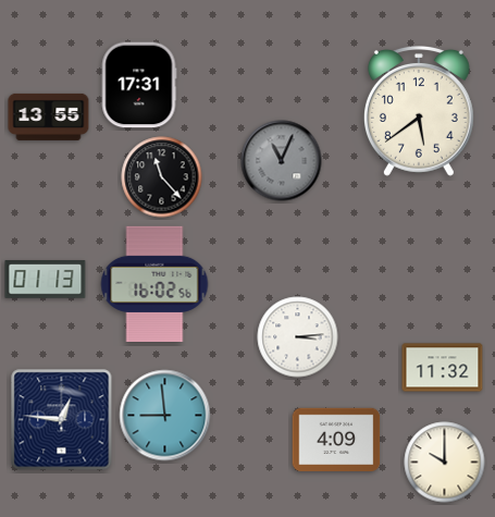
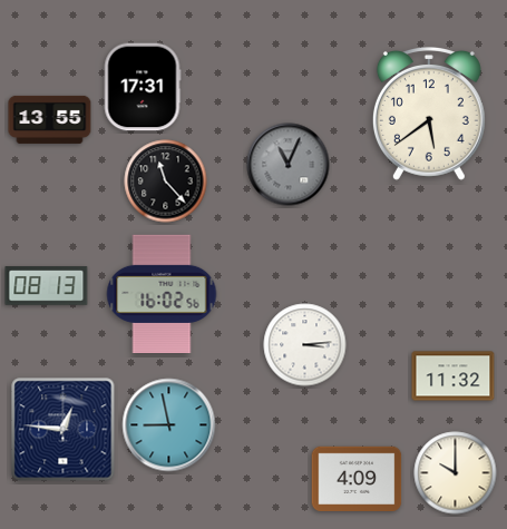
clock at (46, 280): 01:13 -> 08:13
clock at (154, 283) position: (154, 283) -> (162, 293)
clock at (165, 416): 8:59 -> 8:58
clock at (336, 439) position: (336, 439) -> (357, 478)
